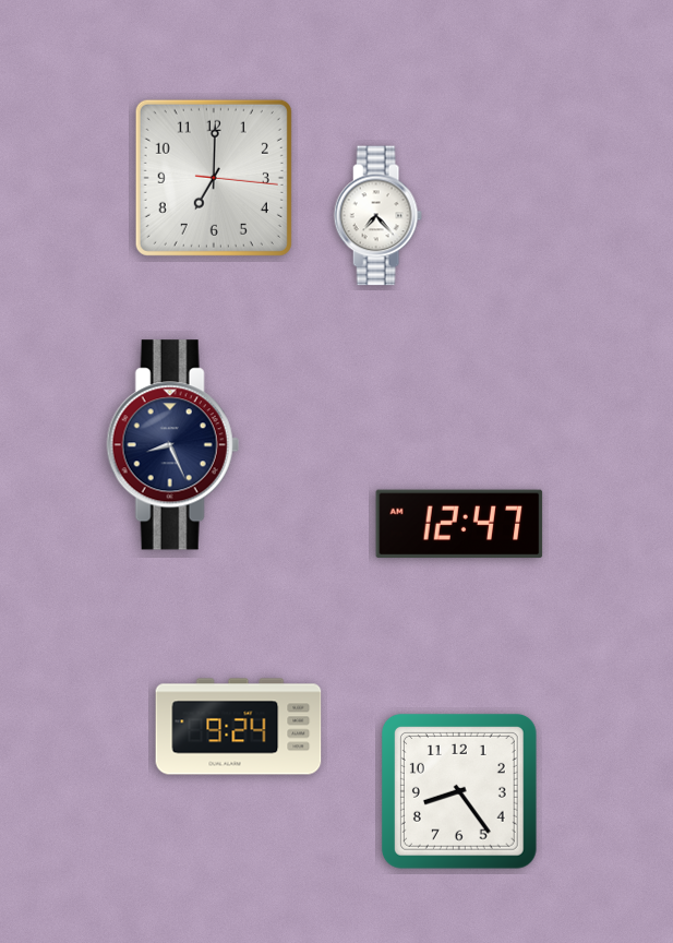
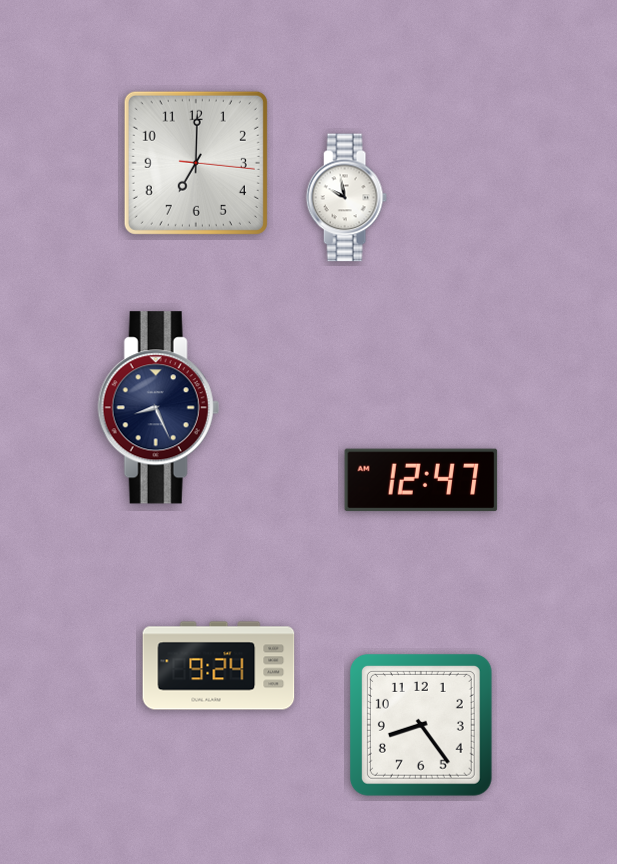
clock at (377, 216): 7:23 -> 9:58
